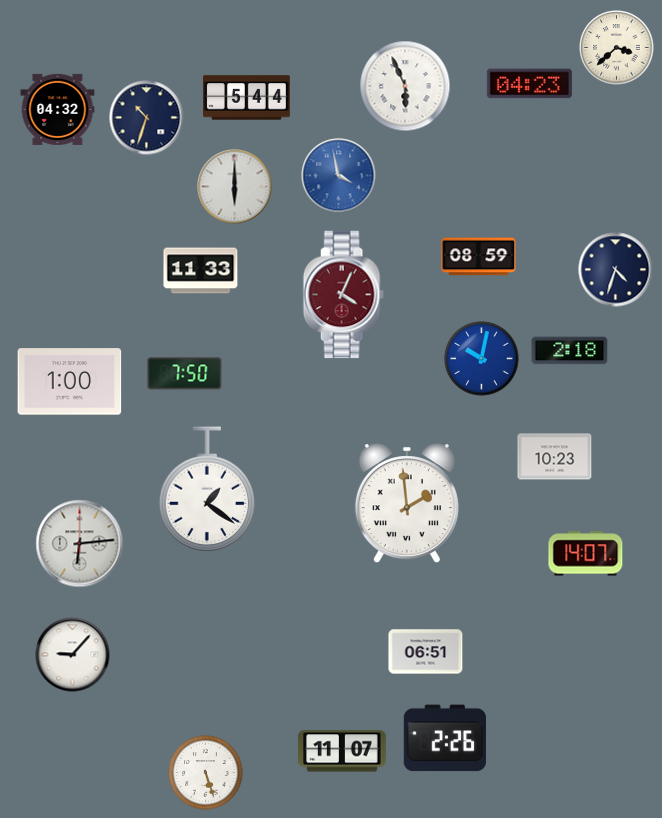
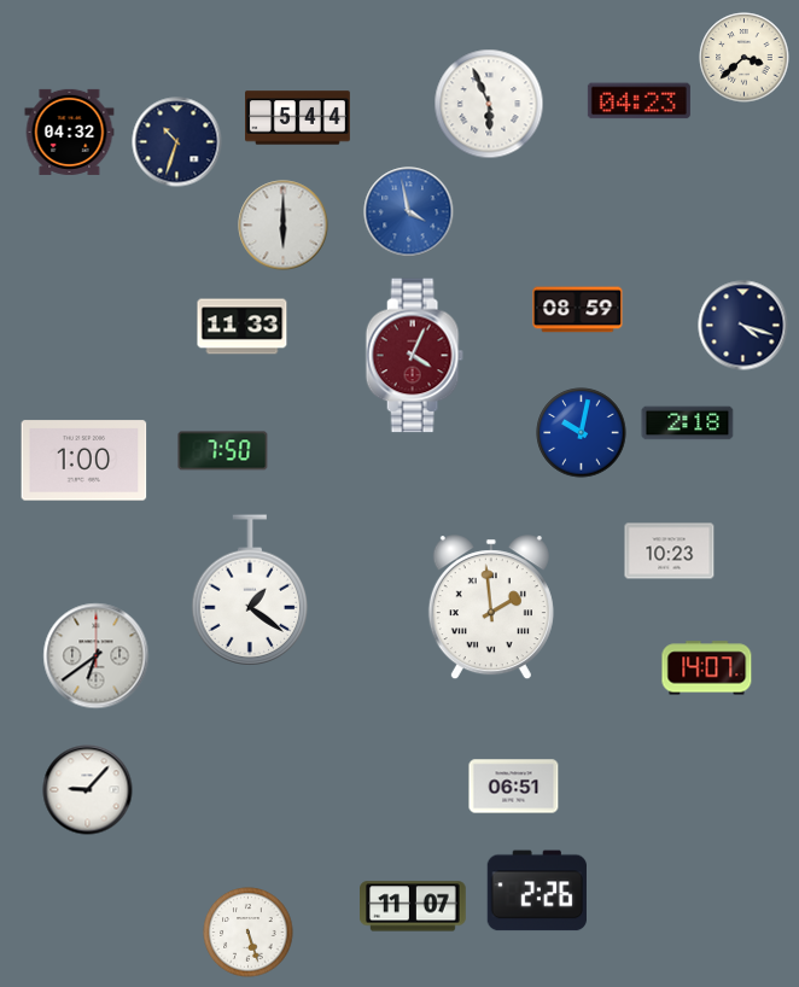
clock at (616, 270): 4:33 -> 4:18
clock at (80, 544): 6:14 -> 6:39
